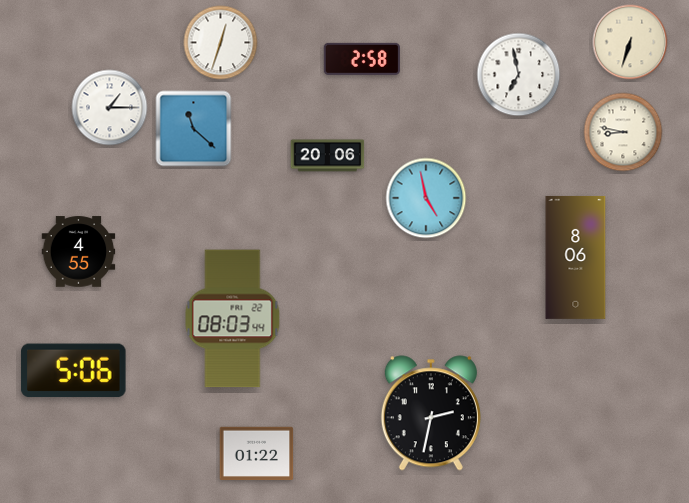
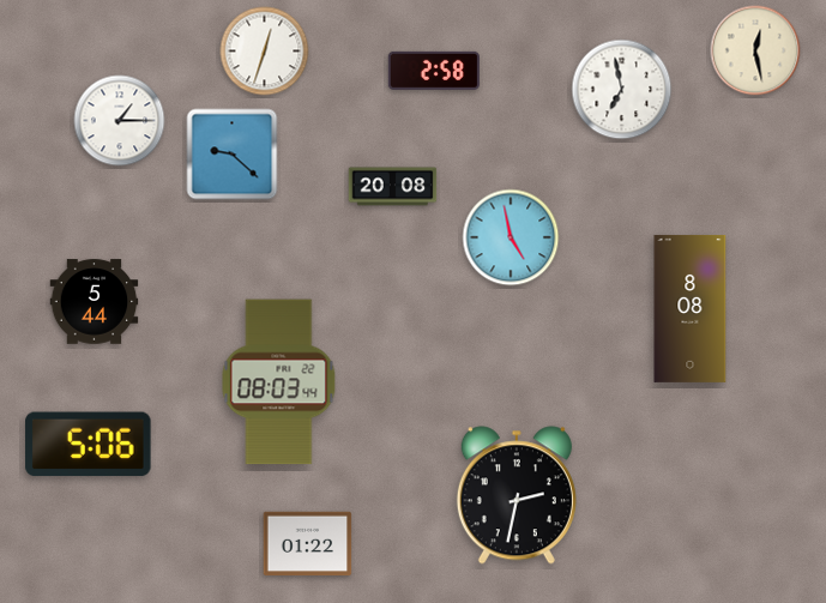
clock at (630, 42): 6:33 -> 12:28
clock at (110, 108) position: (110, 108) -> (120, 121)
clock at (194, 129): 11:22 -> 9:22
clock at (623, 132): 8:47 -> none
clock at (328, 156): 20:06 -> 20:08
clock at (79, 252): 4:55 -> 5:44
clock at (576, 257): 8:06 -> 8:08
